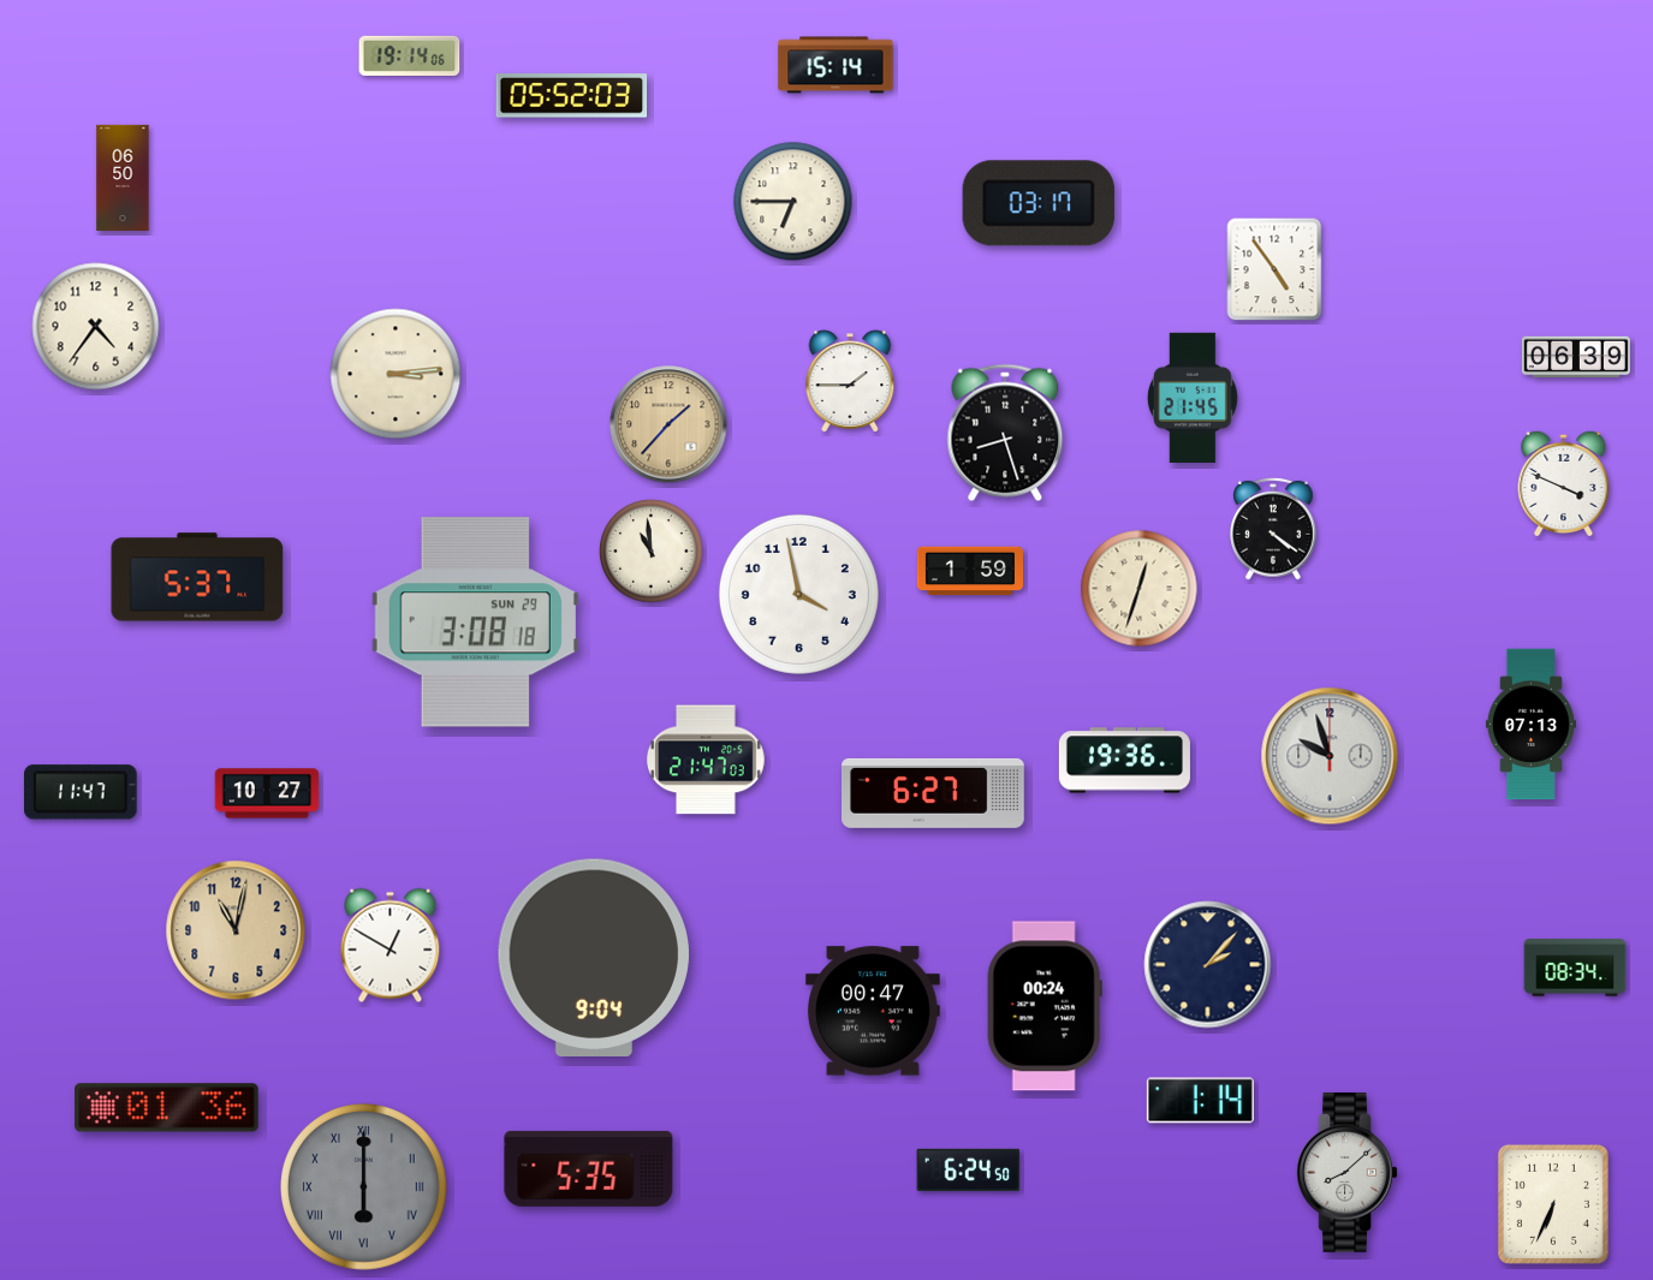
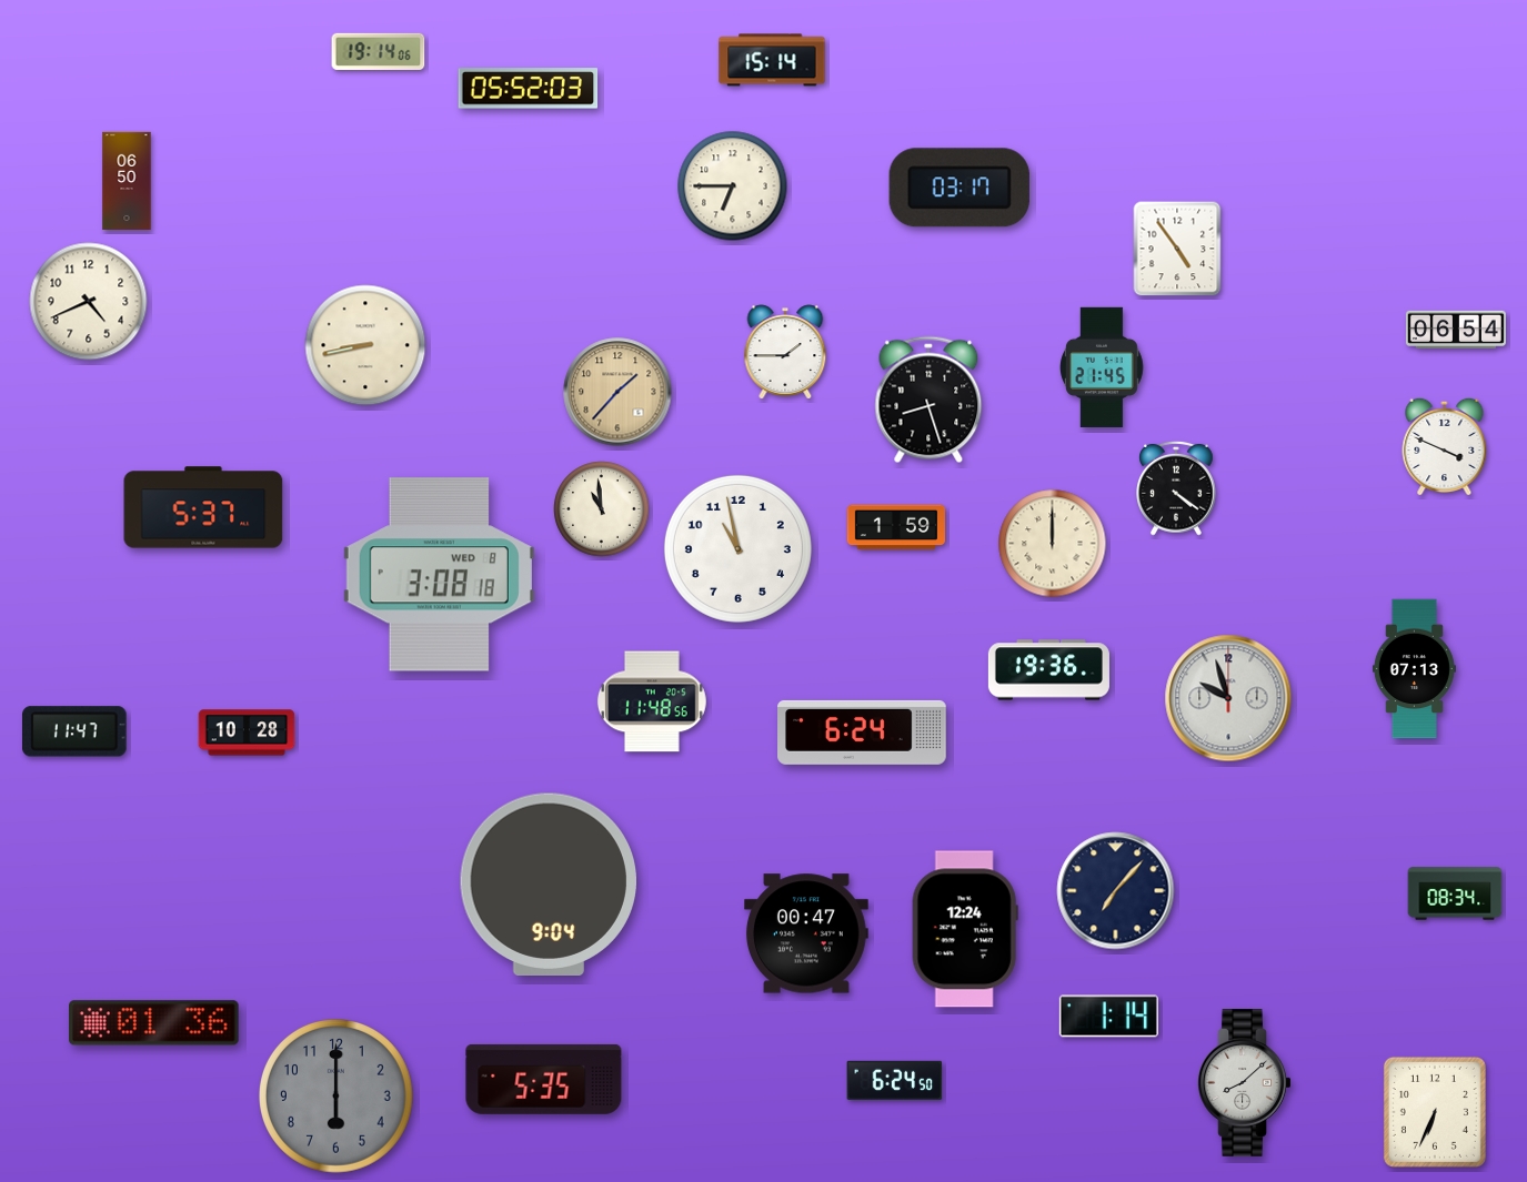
clock at (123, 177) position: (123, 177) -> (127, 180)
clock at (96, 327): 4:36 -> 4:41
clock at (1576, 356): 06:39 -> 06:54
clock at (396, 374): 3:14 -> 8:43
clock at (197, 577) position: (197, 577) -> (203, 507)
clock at (1140, 589): 12:33 -> 12:00
clock at (798, 594): 3:58 -> 10:58
clock at (475, 623) date: SUN 29 -> WED 8
clock at (706, 760): 21:47 -> 11:48
clock at (1124, 761) position: (1124, 761) -> (1048, 670)
clock at (267, 793): 10:27 -> 10:28
clock at (934, 793): 6:27 -> 6:24
clock at (236, 930): 11:02 -> none
clock at (391, 946): 12:50 -> none
clock at (1208, 965): 2:07 -> 7:07
clock at (1045, 1006): 00:24 -> 12:24
clock at (364, 1187) numerals: Roman -> Arabic
